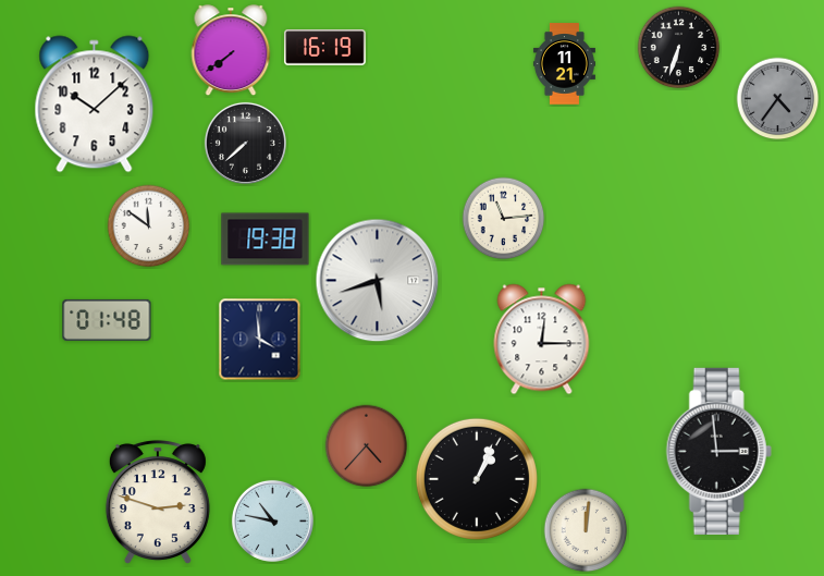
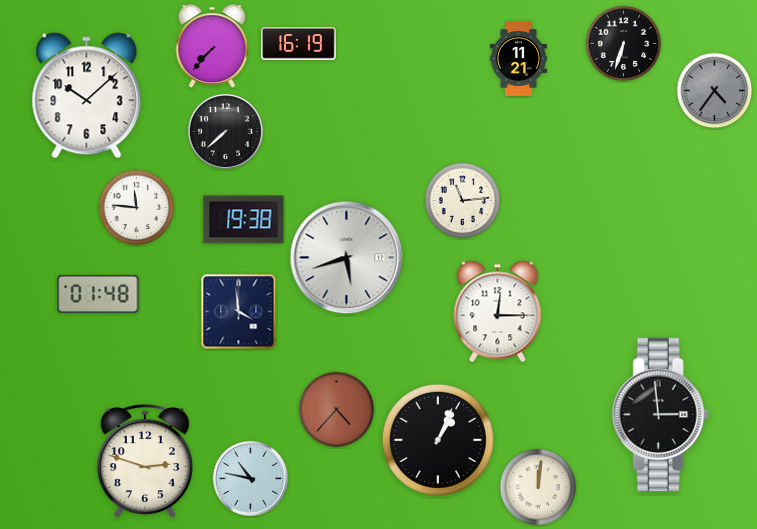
clock at (231, 51): 7:39 -> 7:37
clock at (149, 226): 11:51 -> 11:46
